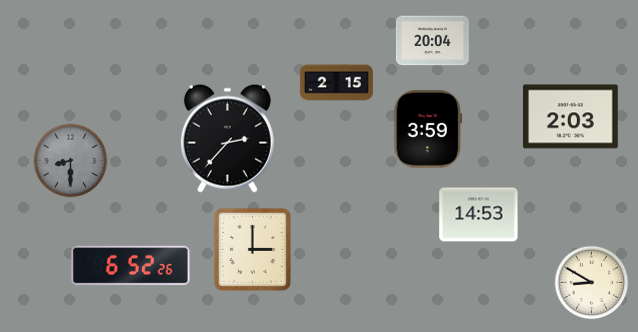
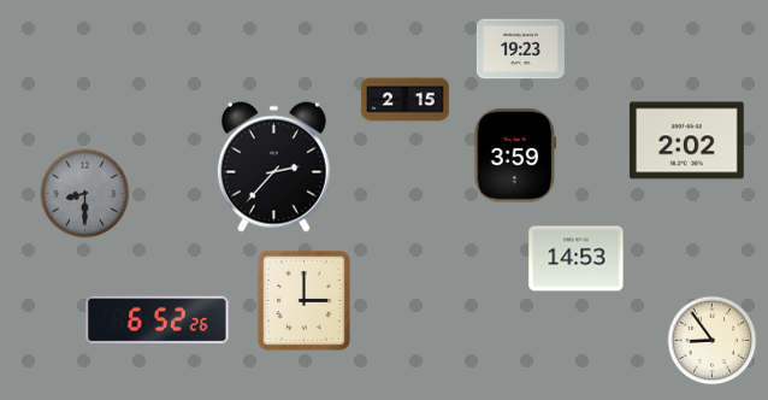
clock at (432, 41): 20:04 -> 19:23
clock at (570, 117): 2:03 -> 2:02
clock at (592, 283): 8:50 -> 8:54
